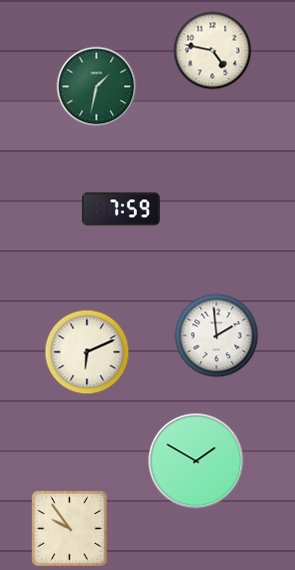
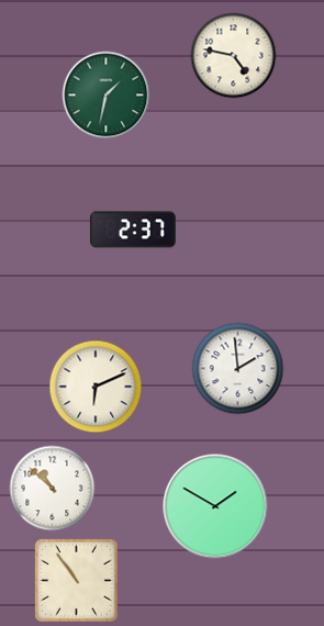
clock at (121, 209): 7:59 -> 2:37
clock at (53, 489): none -> 10:52
clock at (70, 529): 9:54 -> 10:54
